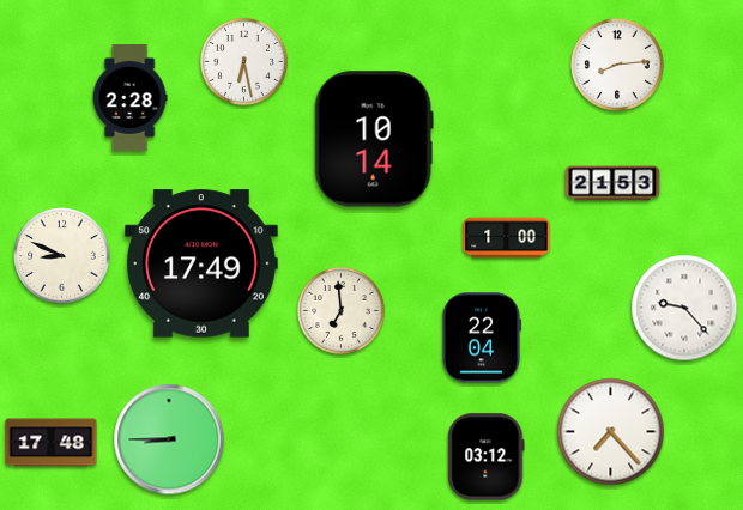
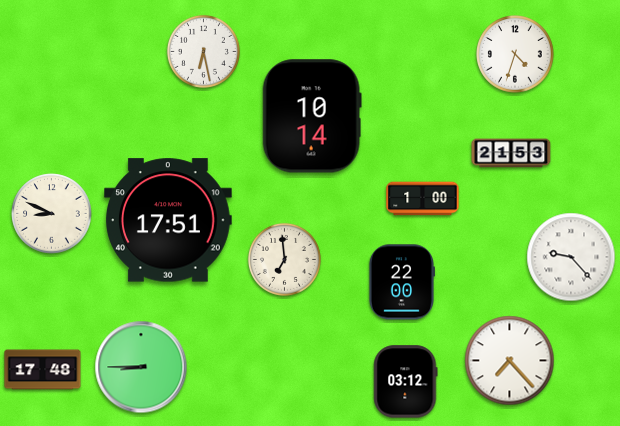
clock at (618, 66): 8:14 -> 4:33
clock at (129, 98): 2:28 -> none
clock at (203, 263): 17:49 -> 17:51
clock at (481, 338): 22:04 -> 22:00
